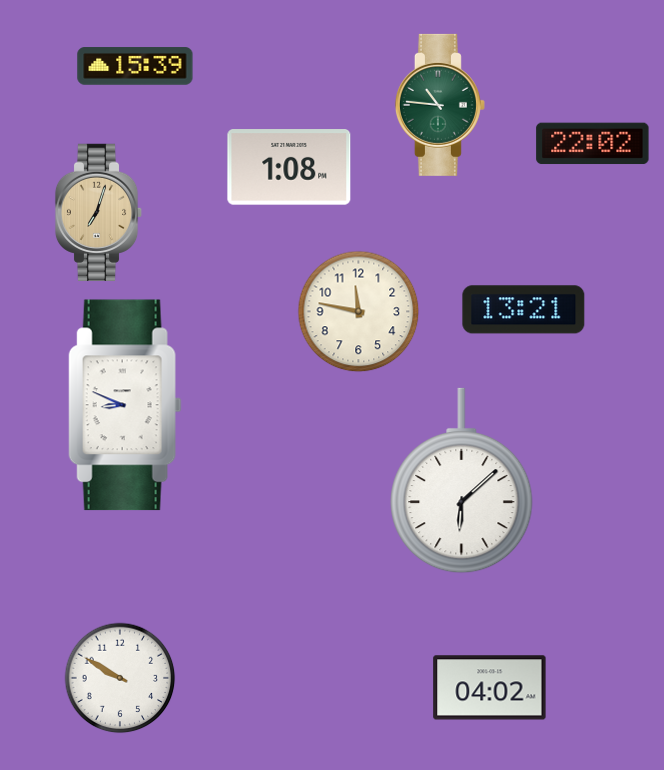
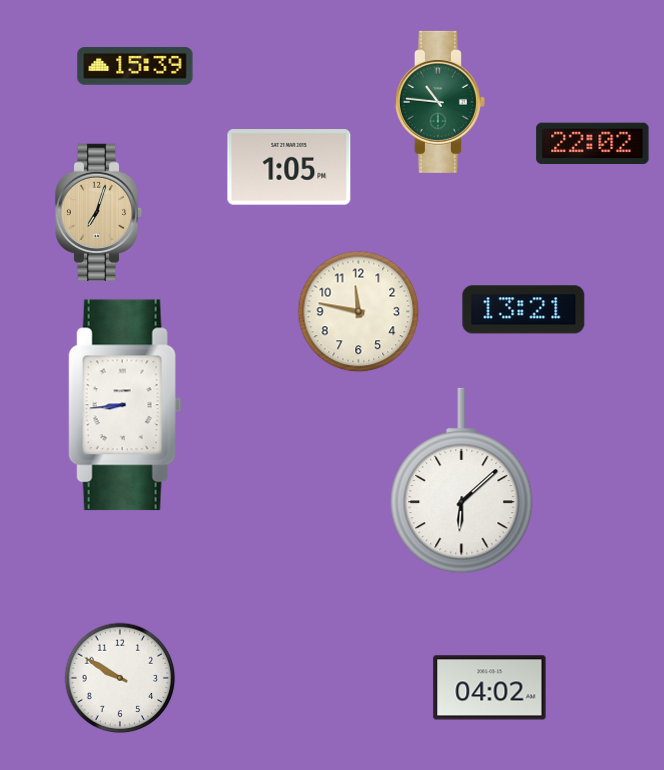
clock at (440, 105) position: (440, 105) -> (440, 102)
clock at (289, 167): 1:08 -> 1:05
clock at (125, 405): 8:49 -> 8:44
